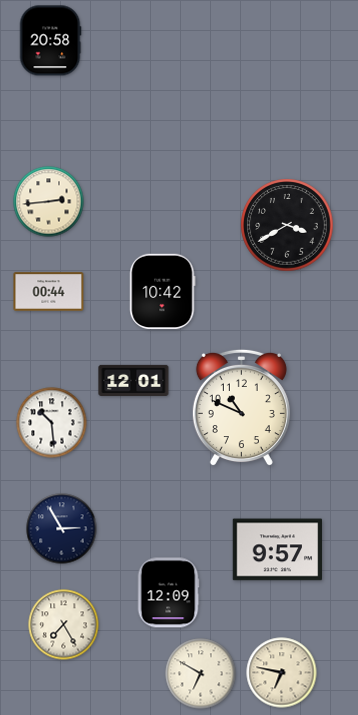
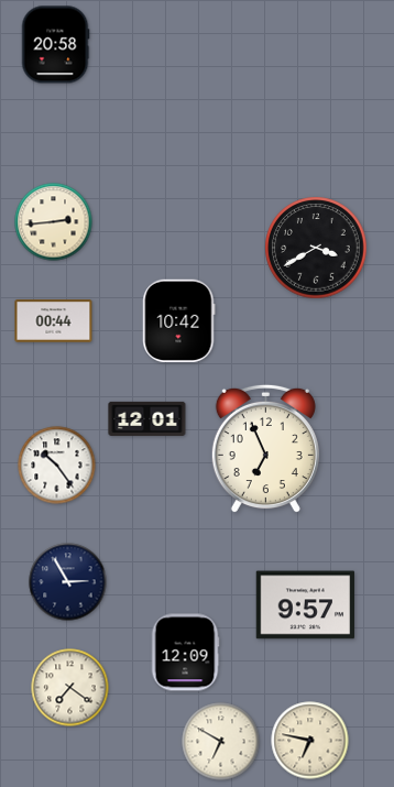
clock at (241, 408): 10:49 -> 6:56
clock at (52, 423): 10:29 -> 10:24
clock at (64, 625): 7:25 -> 7:21
